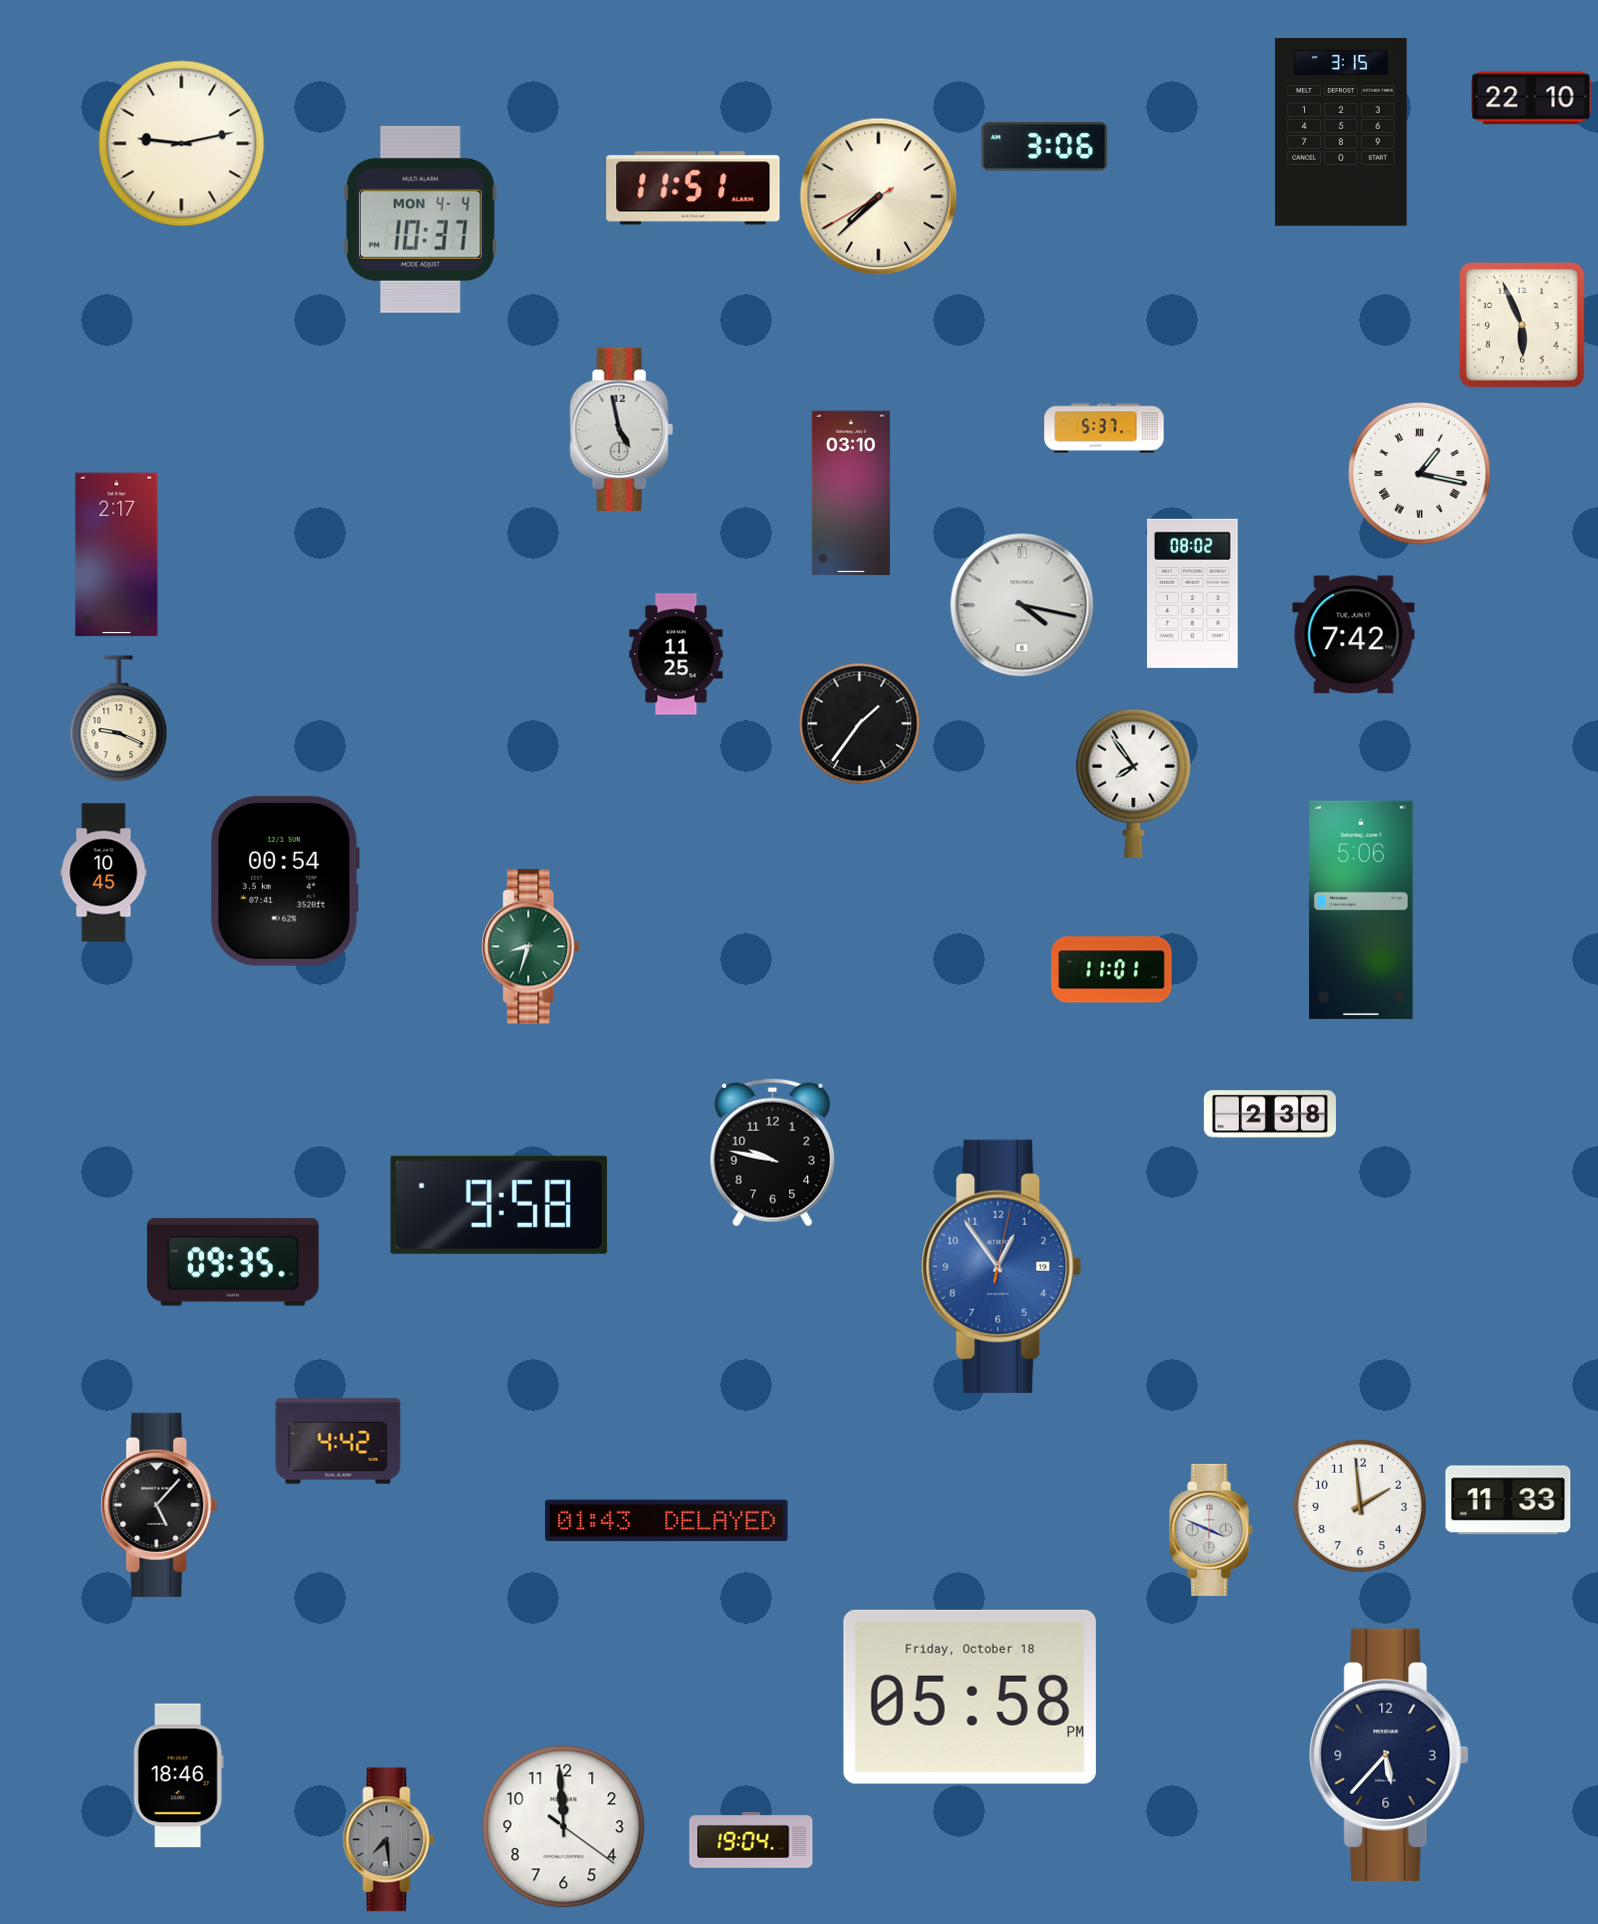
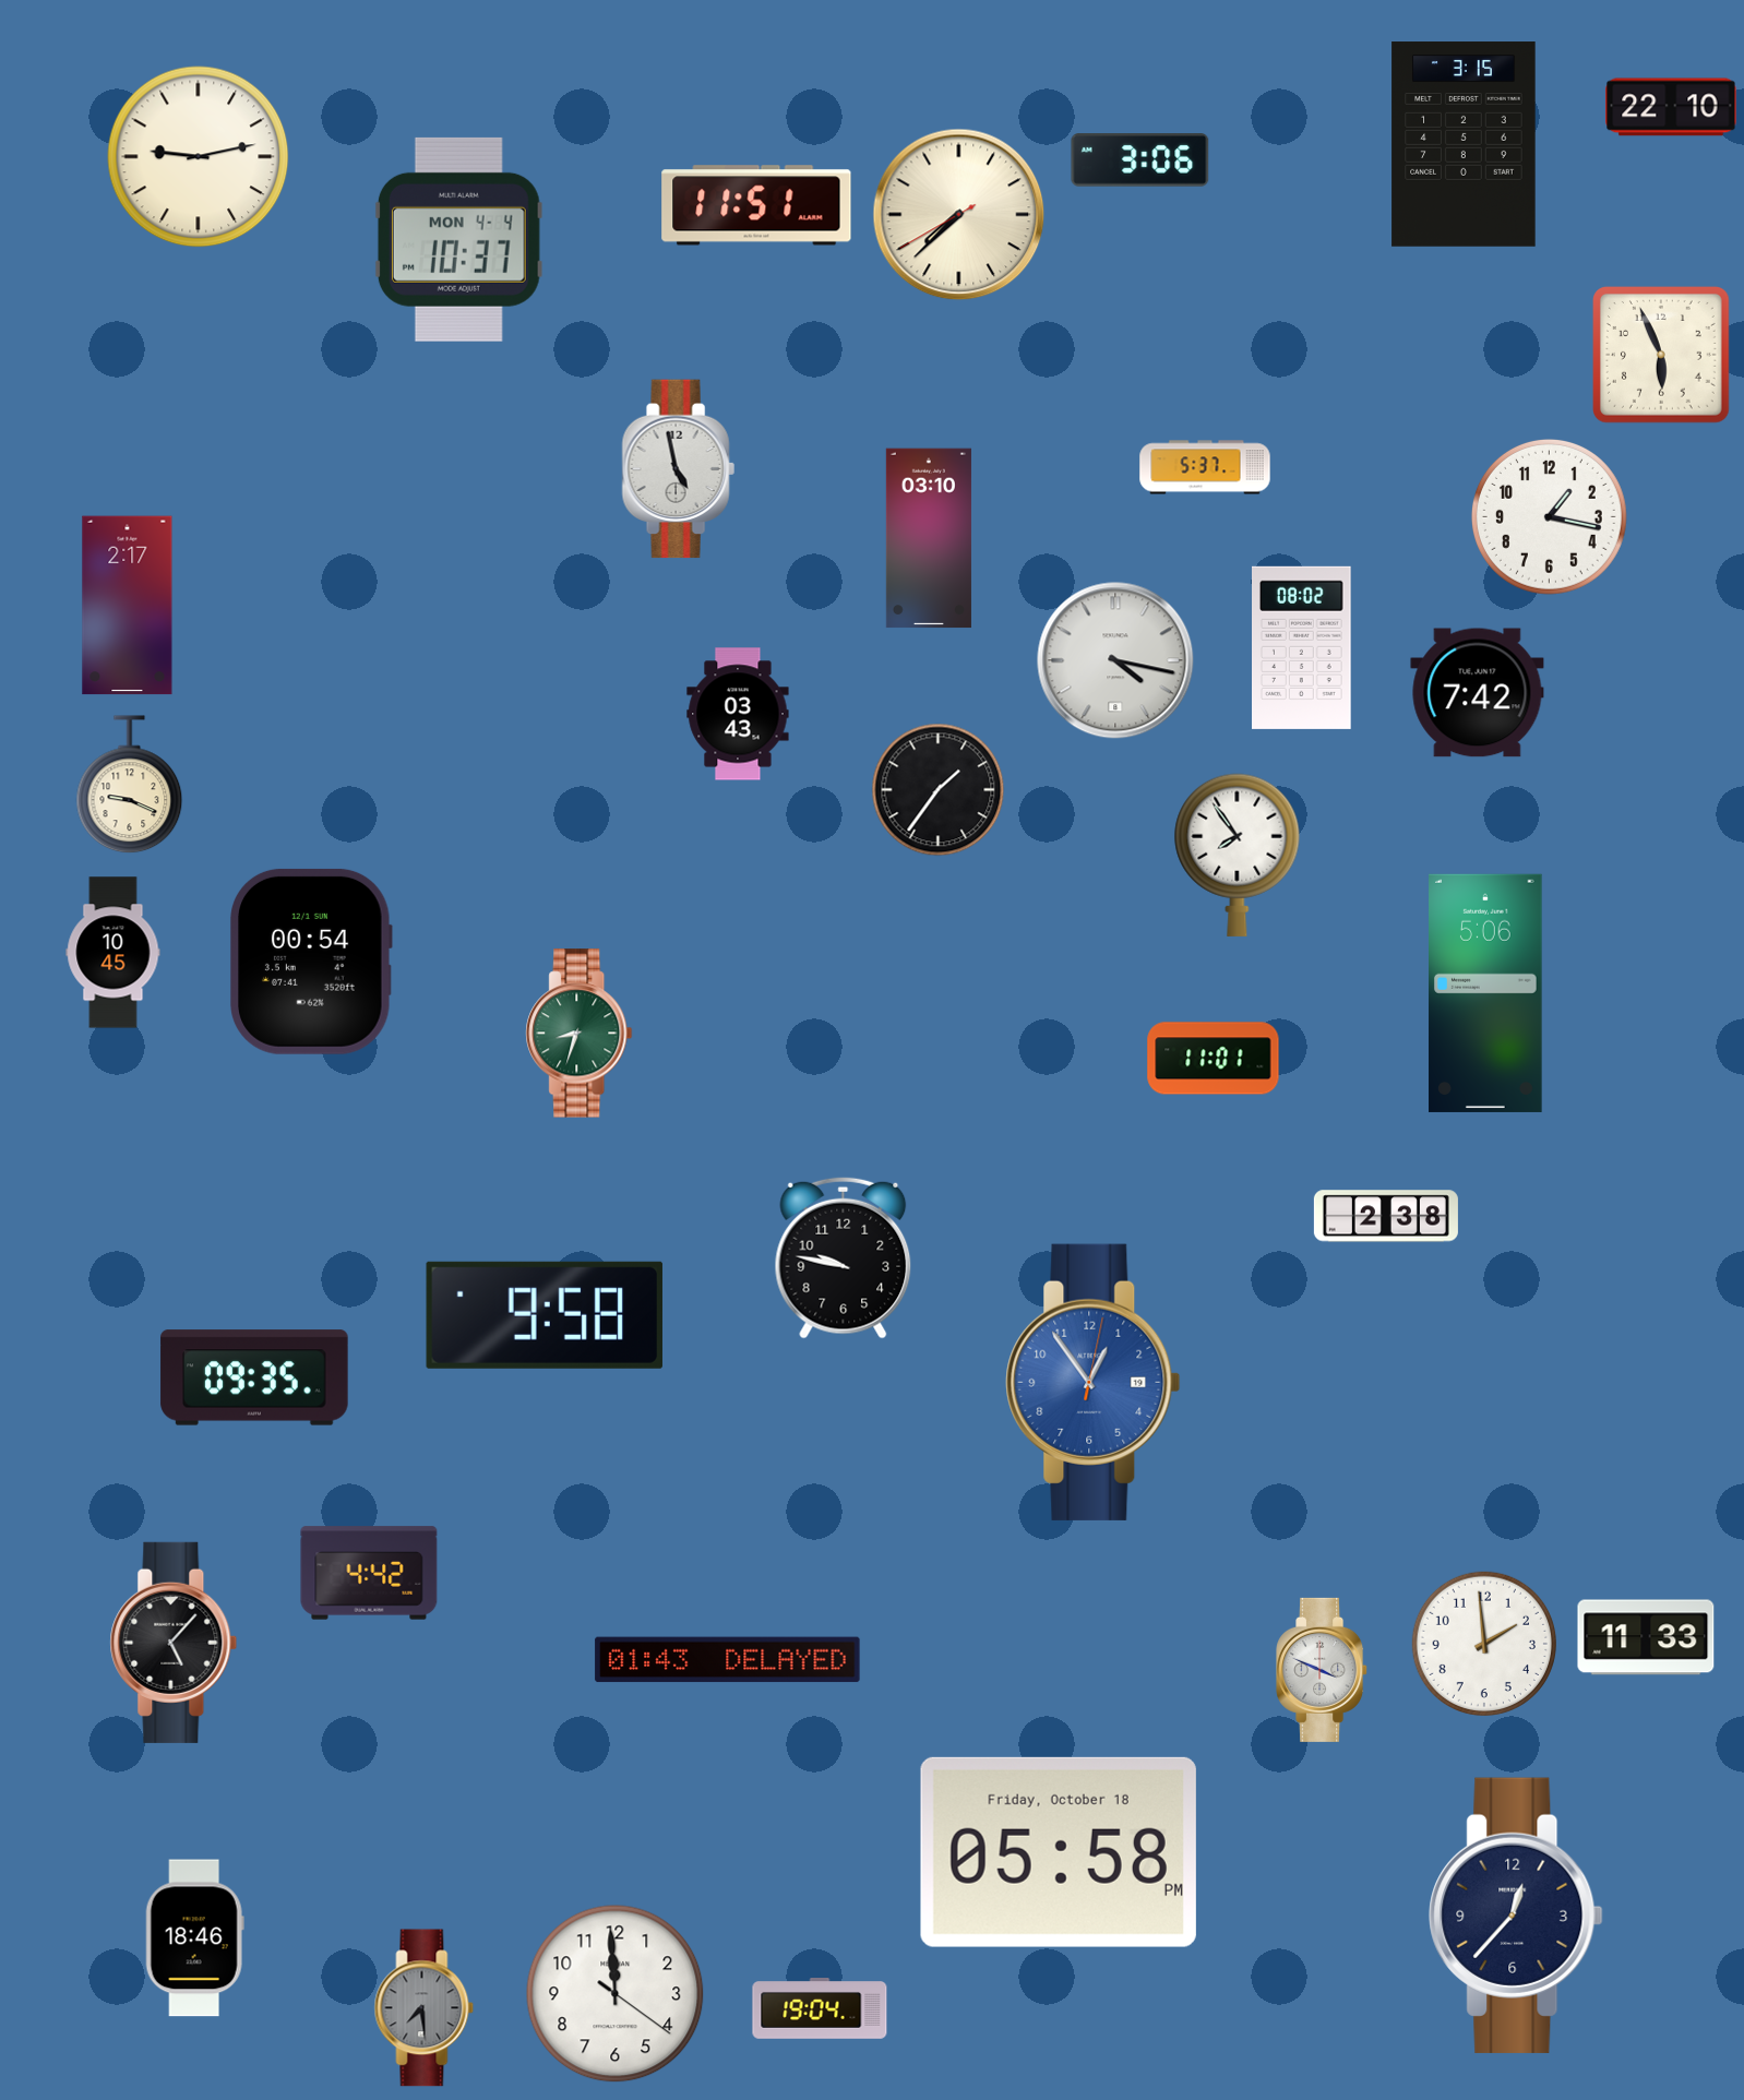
clock at (1419, 473) numerals: Roman -> Arabic
clock at (676, 654): 11:25 -> 03:43
clock at (1389, 1755): 5:37 -> 12:37
